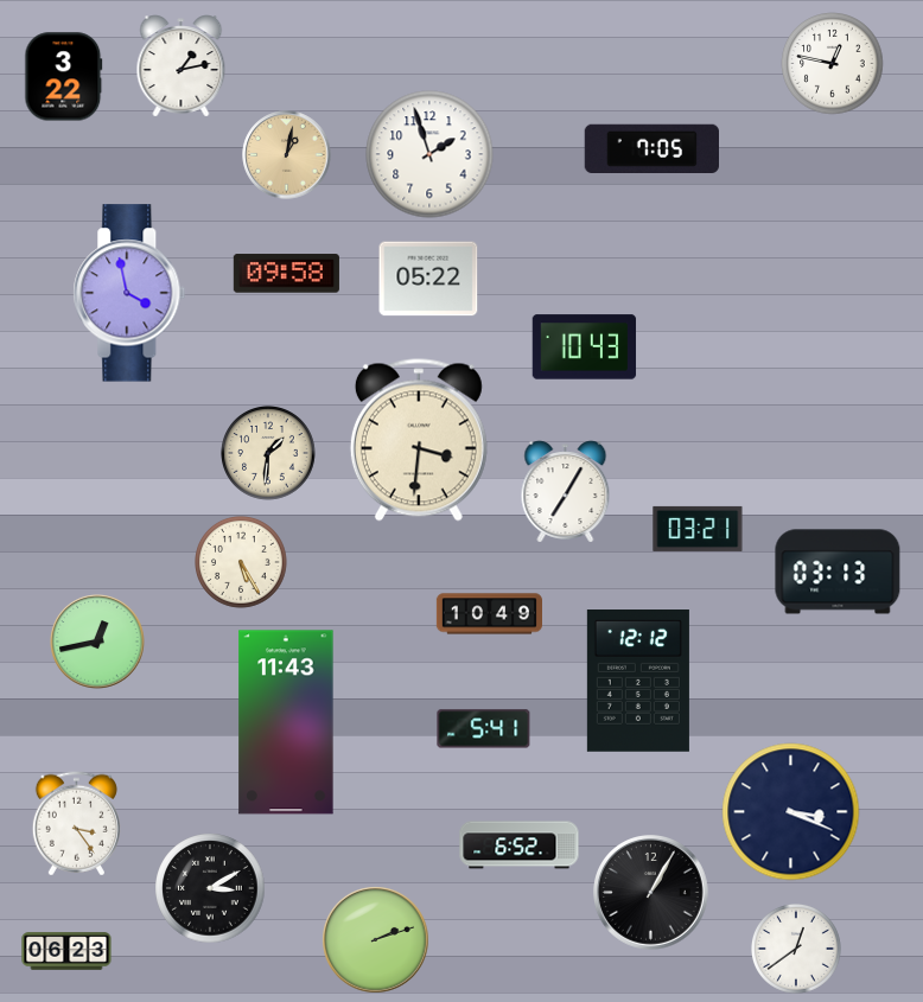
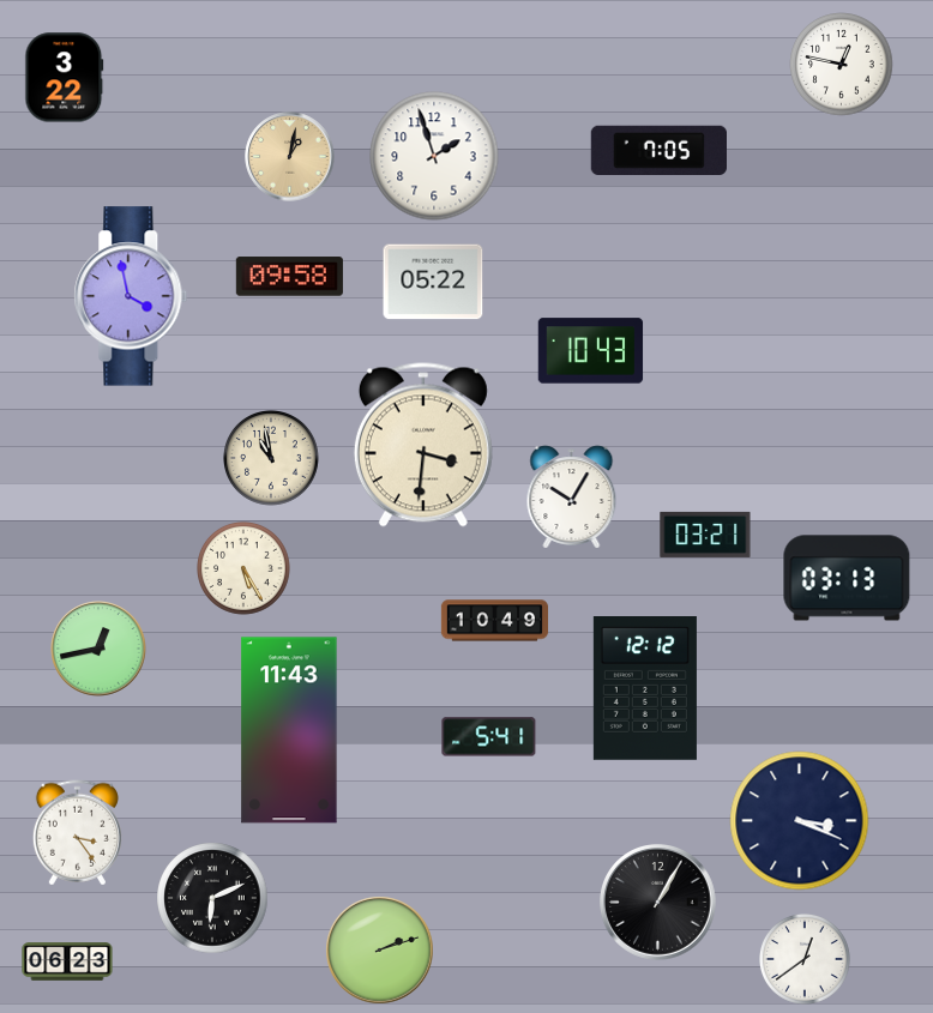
clock at (182, 66): 1:13 -> none
clock at (269, 454): 1:31 -> 10:58
clock at (566, 492): 7:05 -> 10:05
clock at (520, 845): 6:52 -> none
clock at (210, 888): 3:10 -> 6:11
